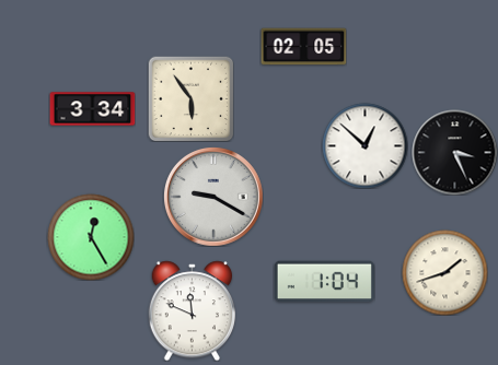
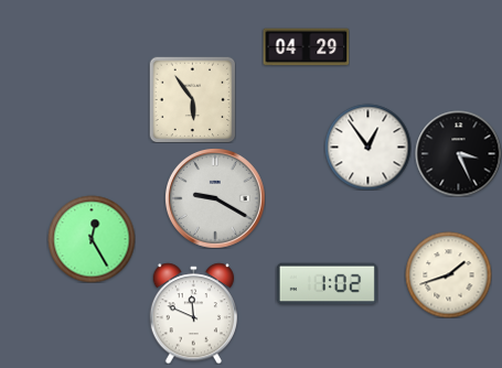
clock at (303, 47): 02:05 -> 04:29
clock at (92, 109): 3:34 -> none
clock at (364, 145): 12:52 -> 12:54
clock at (324, 282): 1:04 -> 1:02
